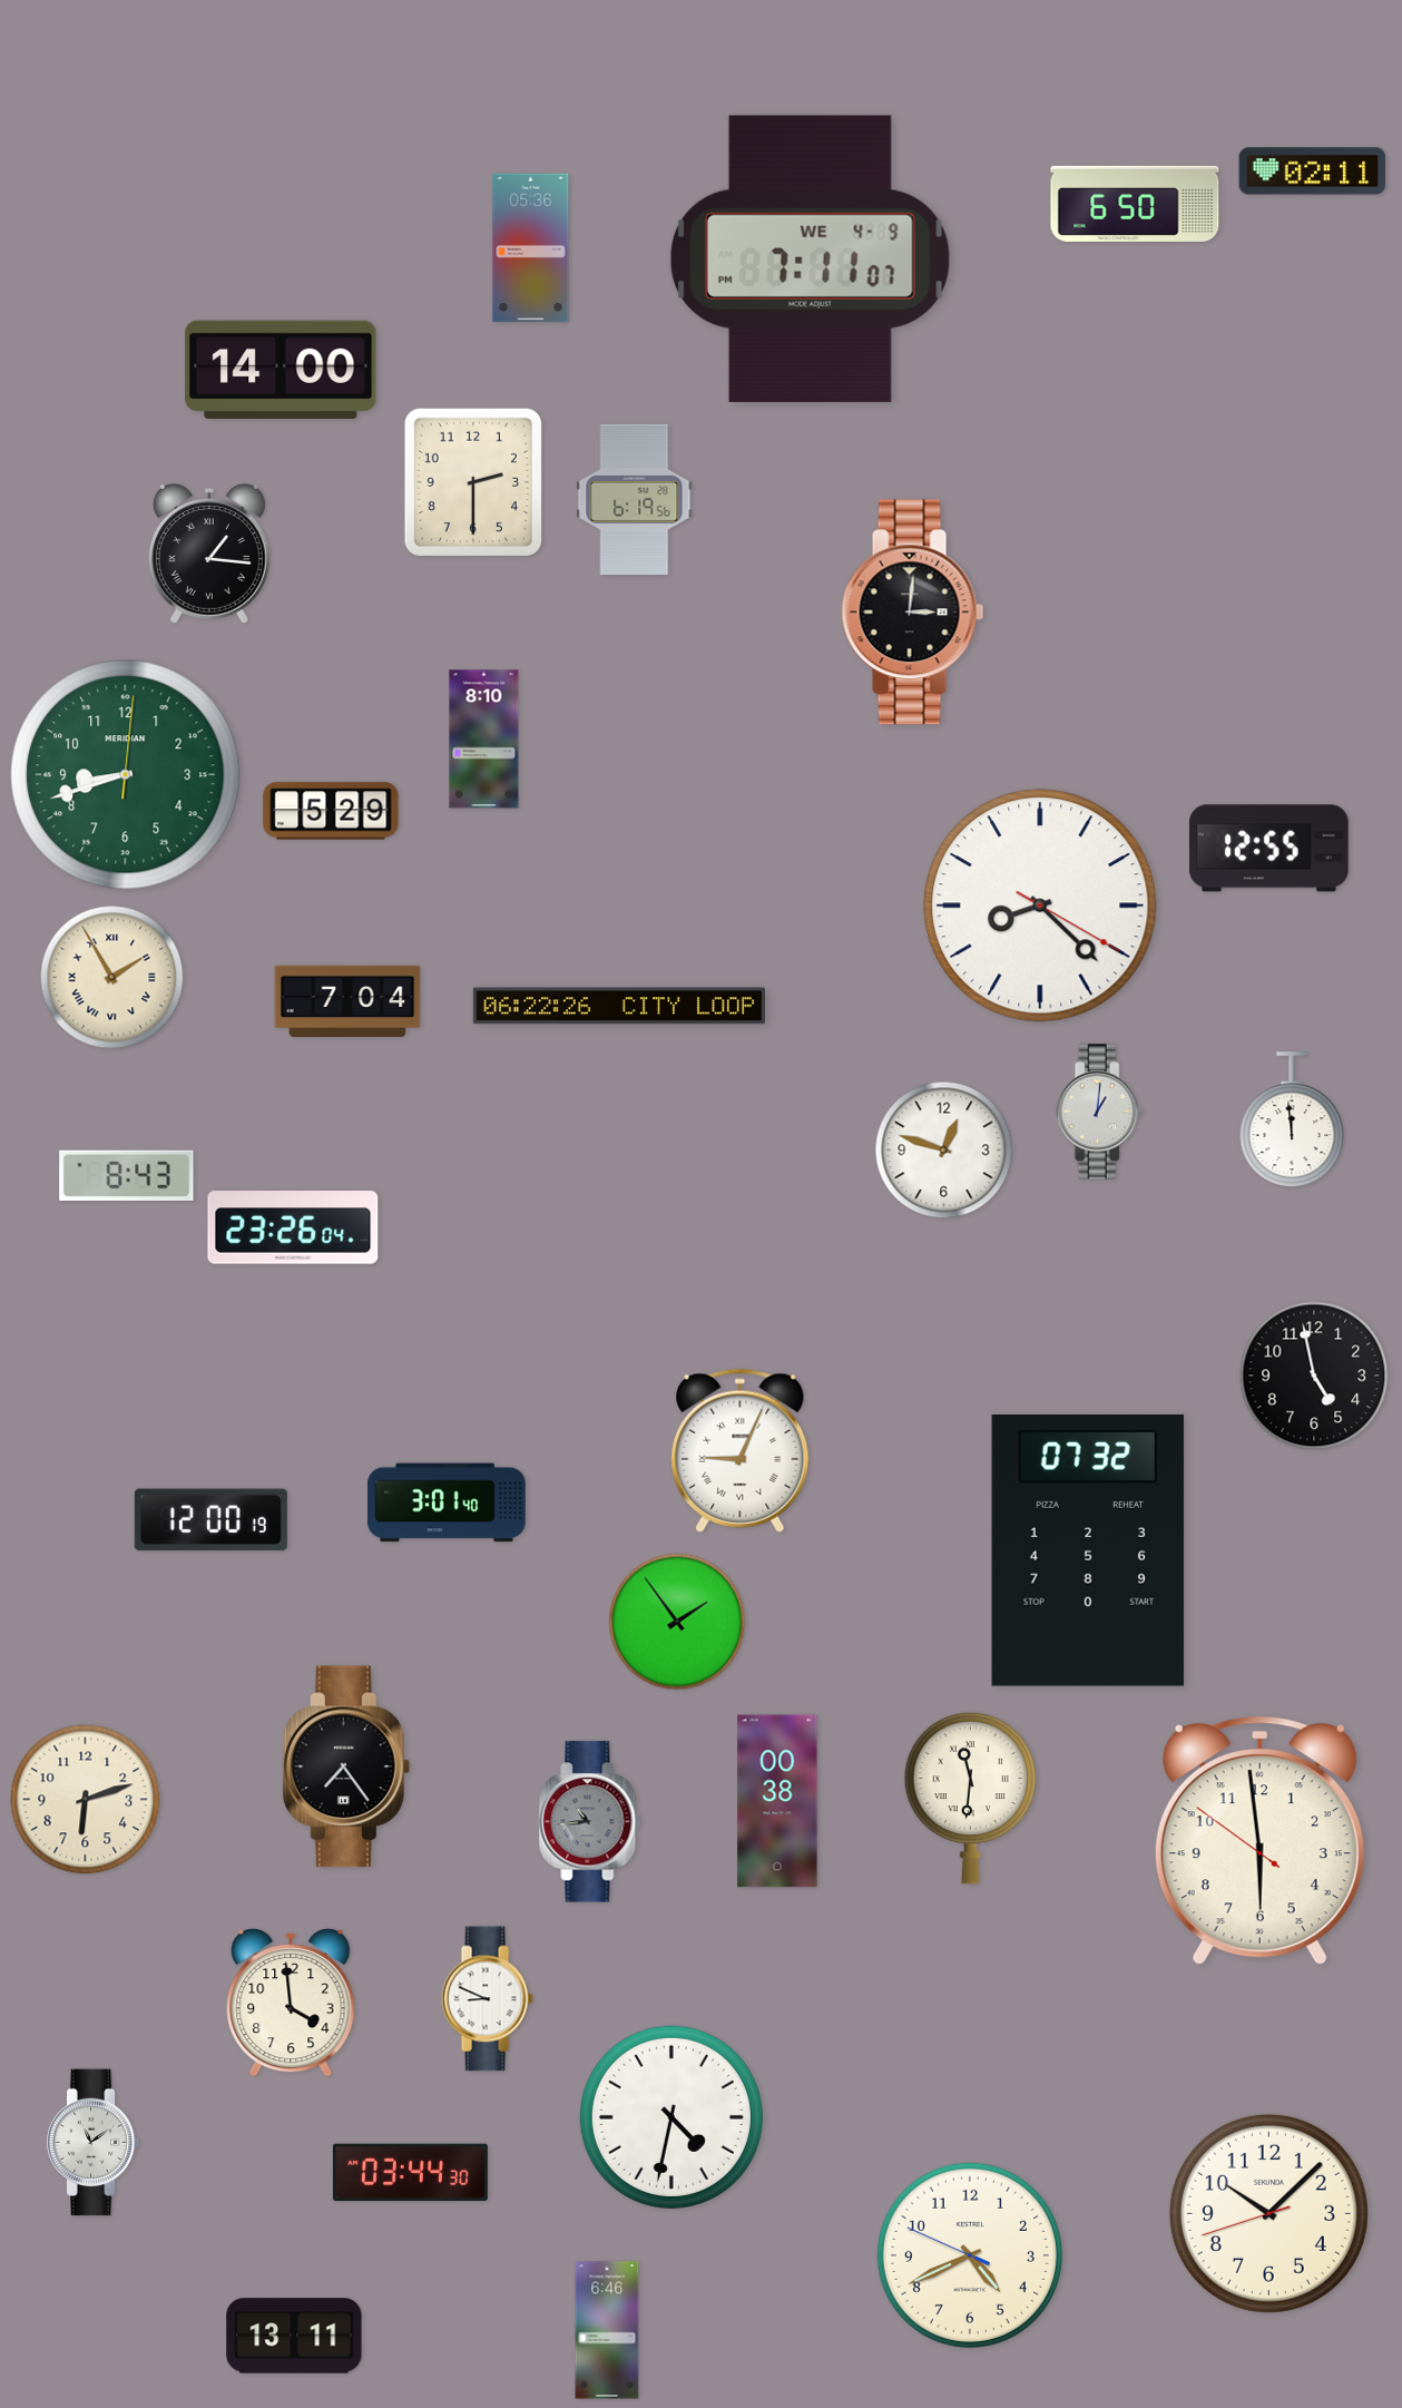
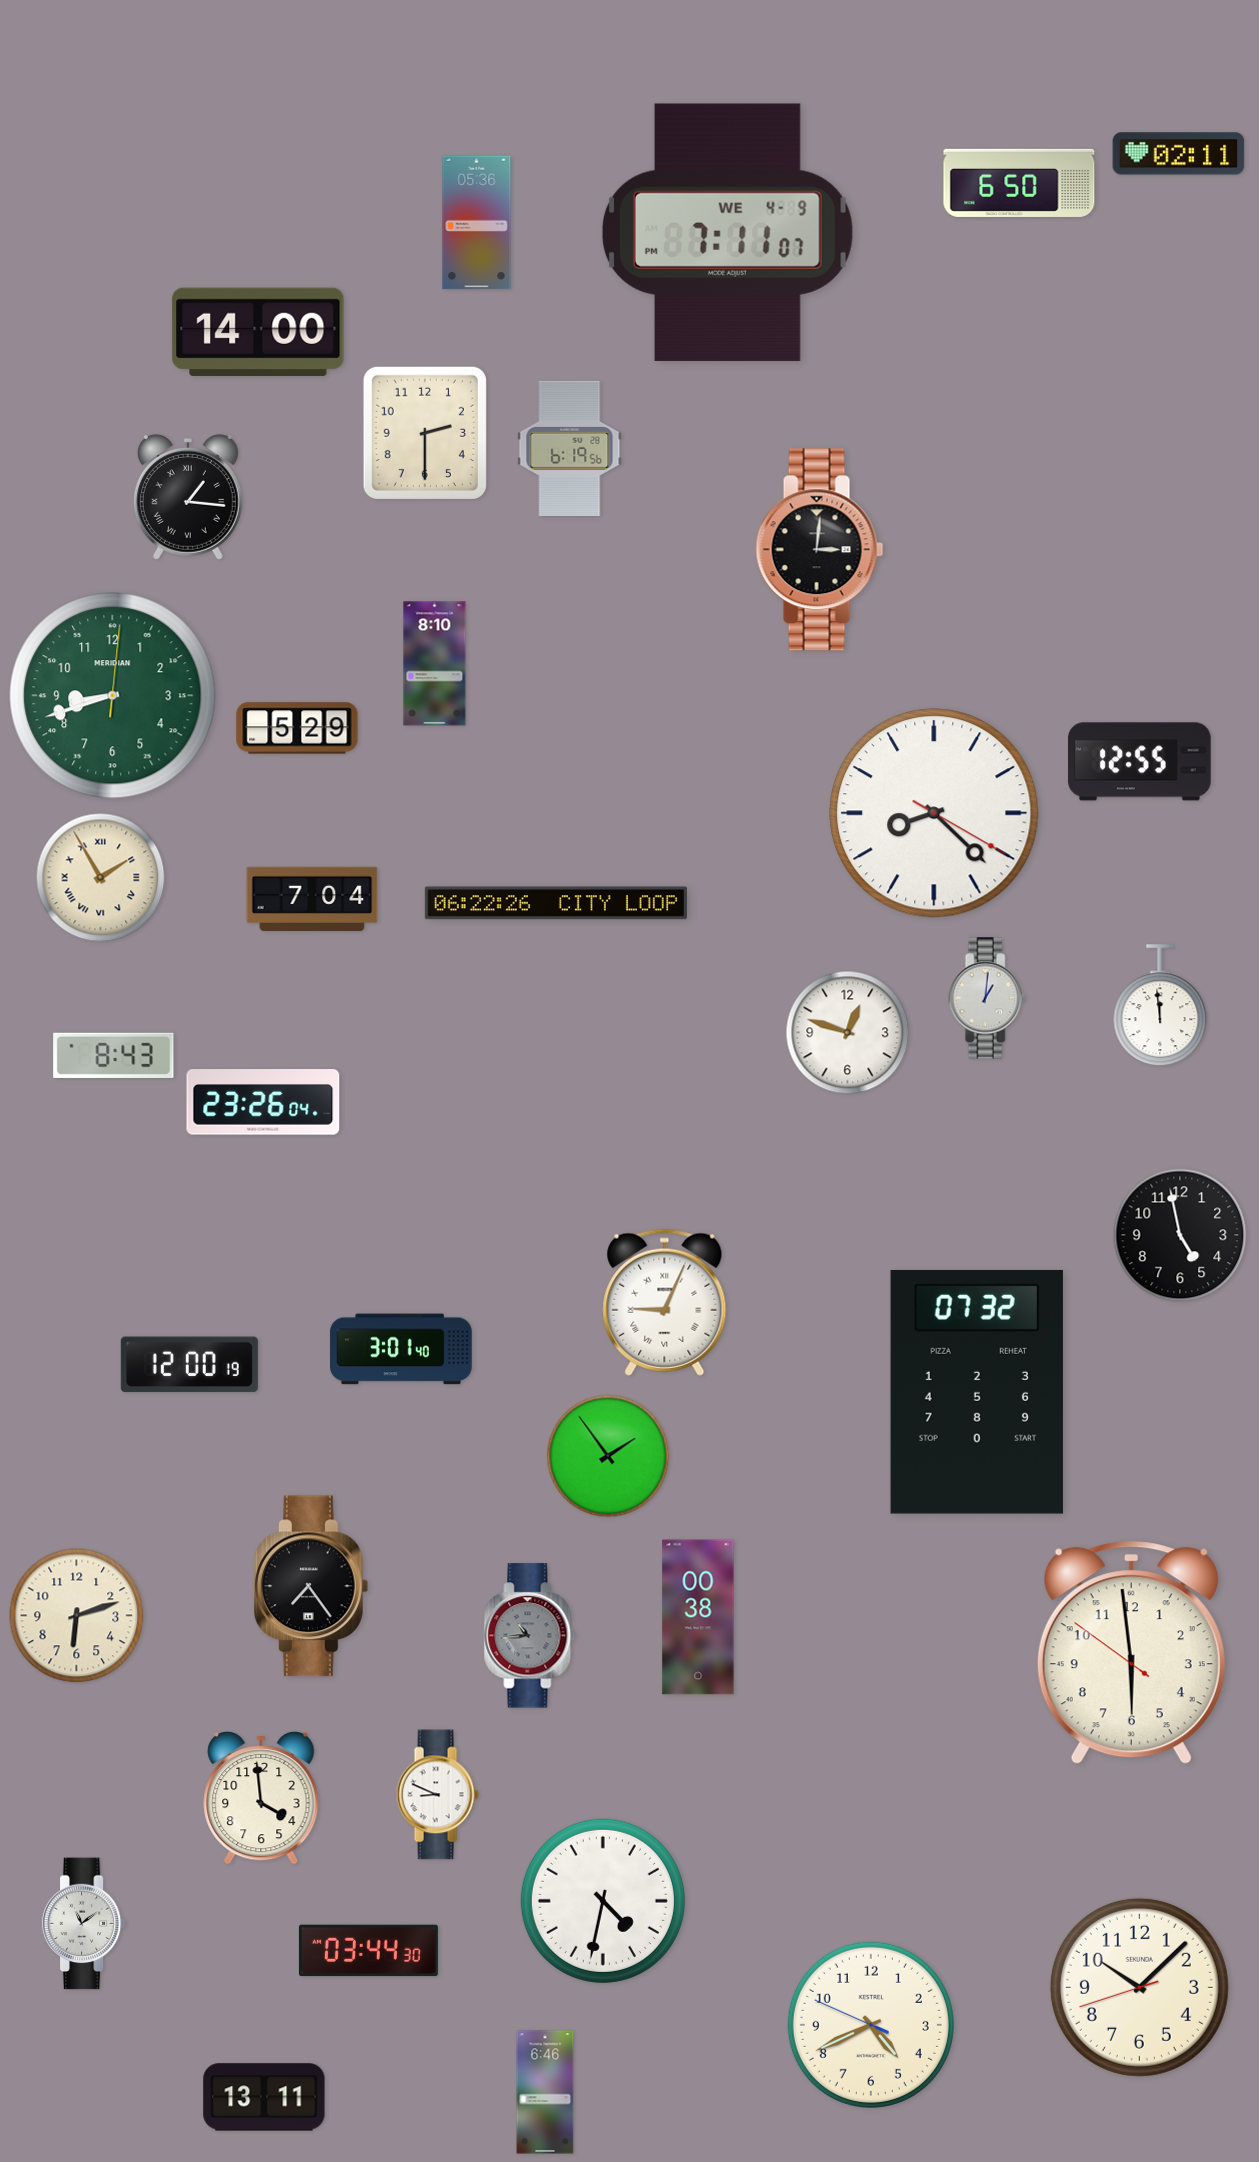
clock at (281, 370) position: (281, 370) -> (258, 332)
clock at (970, 1798): 11:31 -> none
